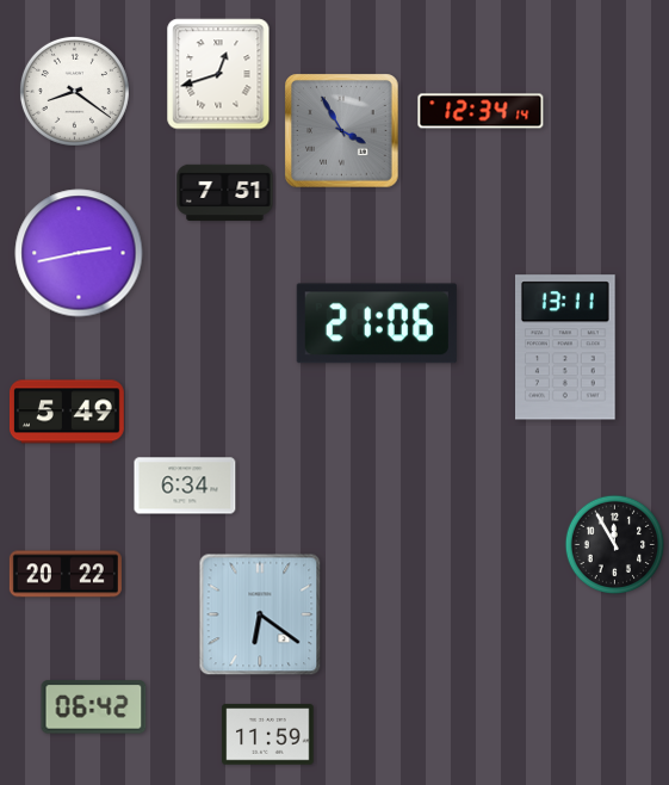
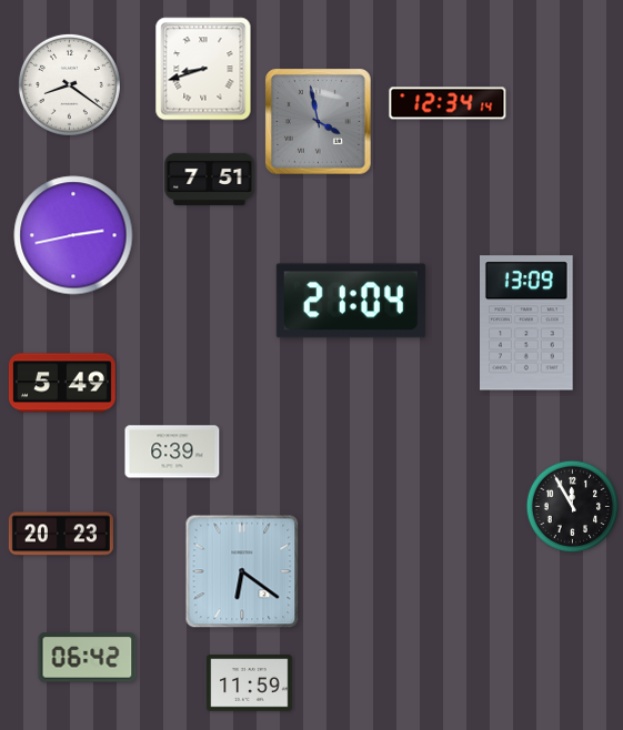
clock at (218, 74): 12:42 -> 8:42
clock at (342, 131): 3:55 -> 3:58
clock at (377, 323): 21:06 -> 21:04
clock at (566, 347): 13:11 -> 13:09
clock at (185, 486): 6:34 -> 6:39
clock at (66, 574): 20:22 -> 20:23
